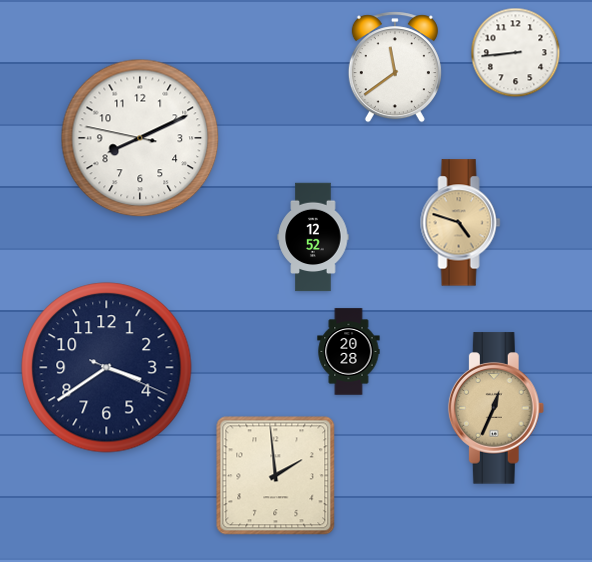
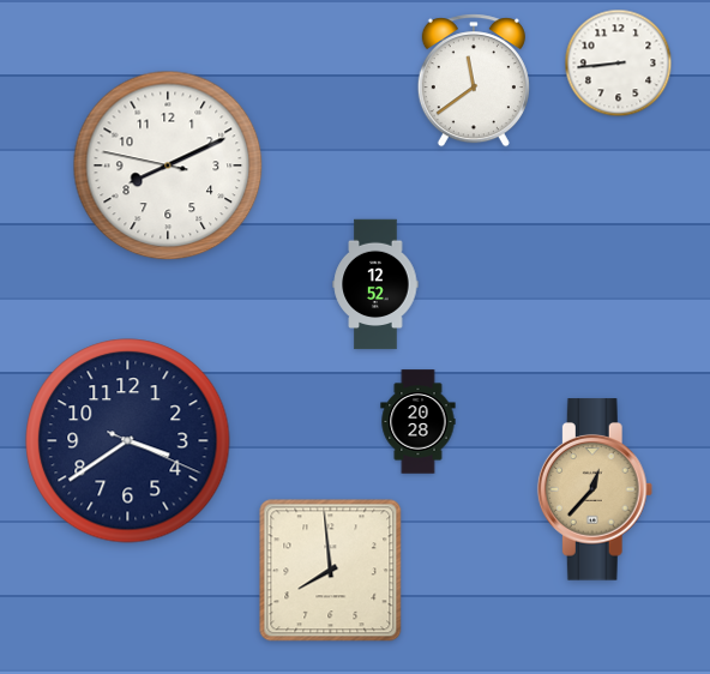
clock at (461, 223): 4:48 -> none
clock at (496, 408): 12:34 -> 12:37
clock at (276, 476): 1:59 -> 7:59
